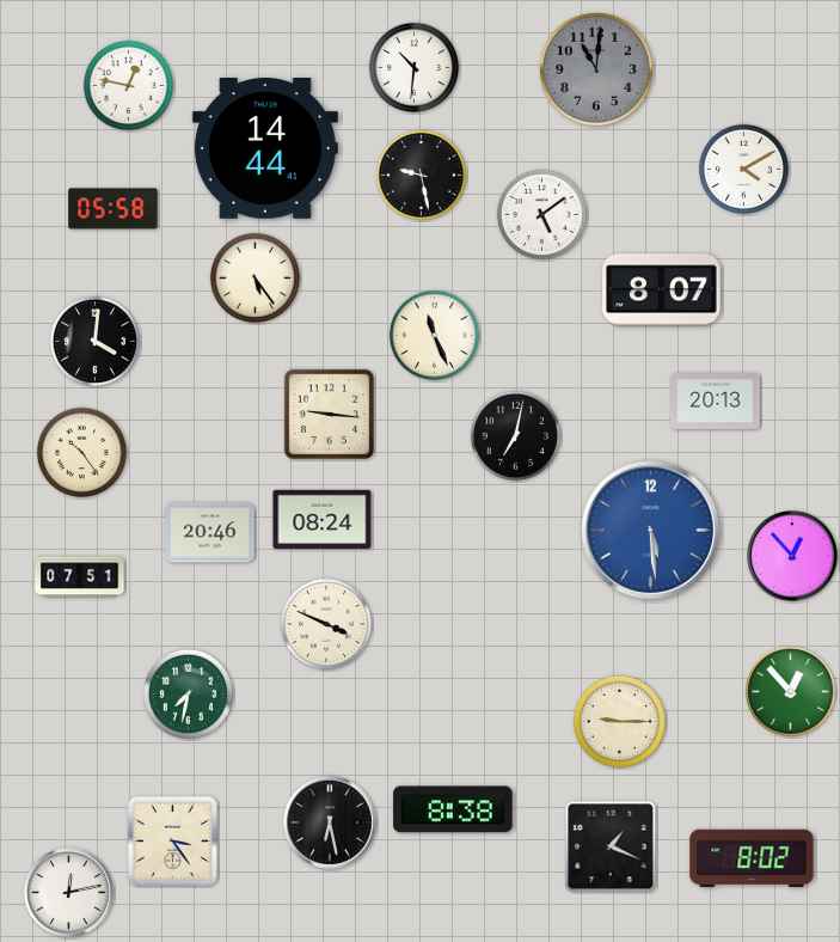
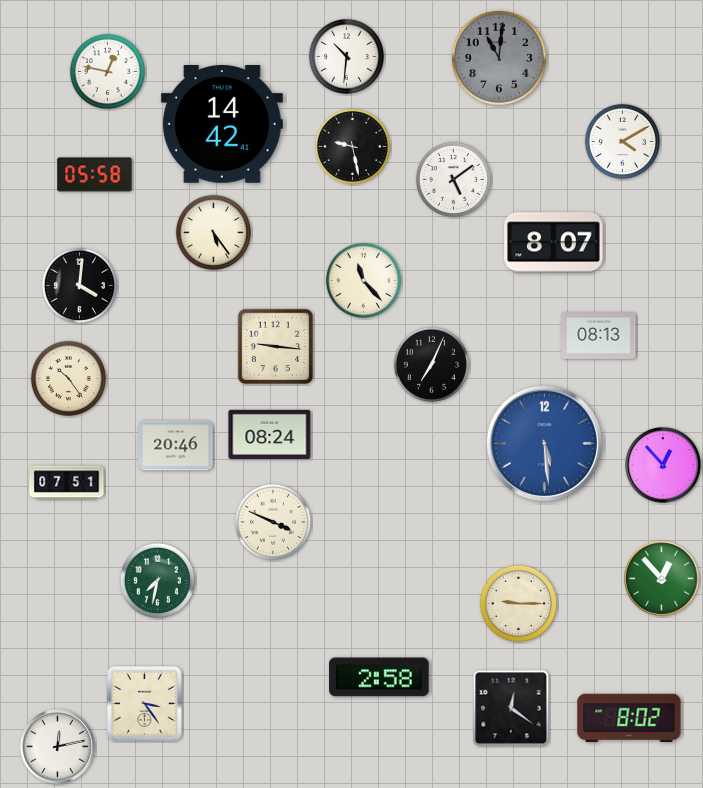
clock at (265, 149): 14:44 -> 14:42
clock at (434, 335): 11:26 -> 11:23
clock at (716, 402): 20:13 -> 08:13
clock at (515, 435): 7:02 -> 7:04
clock at (453, 809): 8:38 -> 2:58
clock at (331, 824): 6:28 -> none
clock at (611, 846): 1:19 -> 12:21
